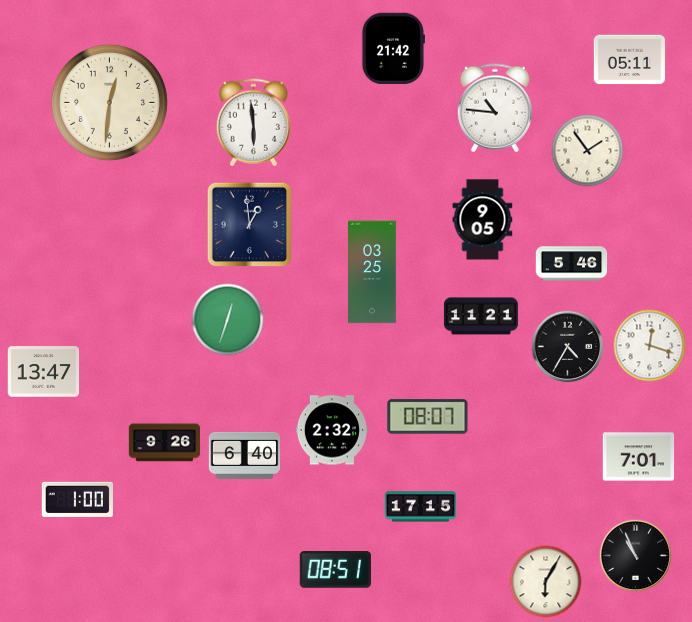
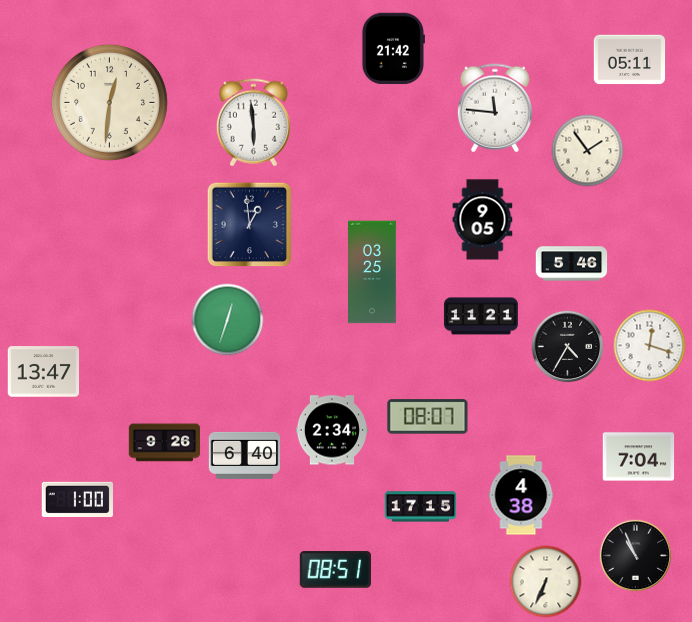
clock at (495, 108): 10:46 -> 11:46
clock at (332, 430): 2:32 -> 2:34
clock at (639, 457): 7:01 -> 7:04
clock at (521, 495): none -> 4:38
clock at (546, 582): 6:05 -> 6:34
